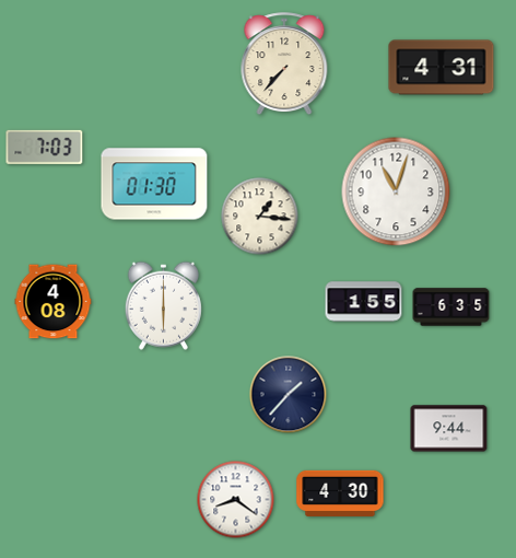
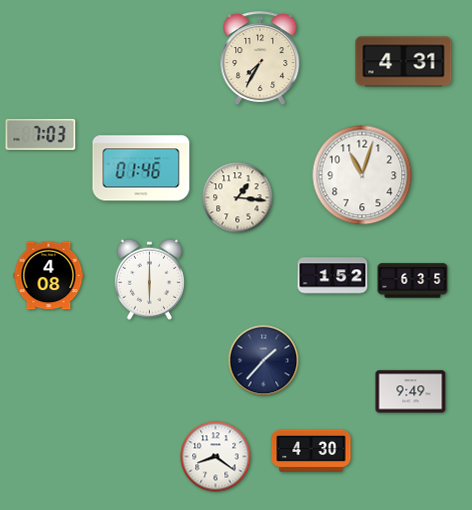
clock at (284, 65): 7:37 -> 7:35
clock at (154, 184): 01:30 -> 01:46
clock at (364, 302): 1:55 -> 1:52
clock at (449, 429): 9:44 -> 9:49
